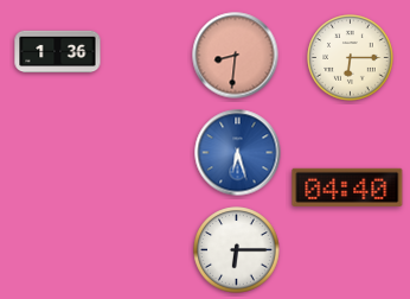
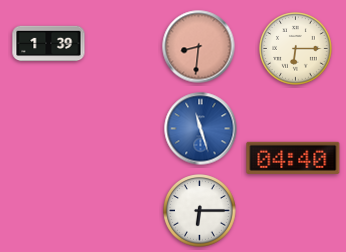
clock at (58, 52): 1:36 -> 1:39
clock at (238, 153): 6:27 -> 11:27
